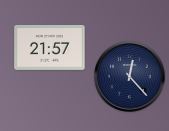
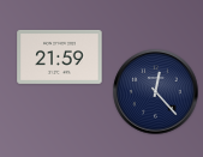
clock at (50, 47): 21:57 -> 21:59
